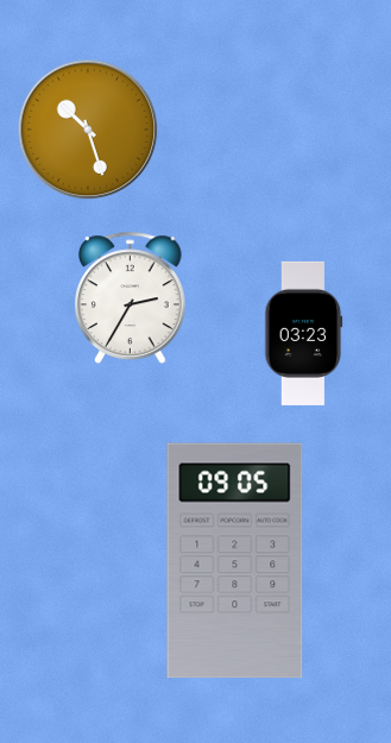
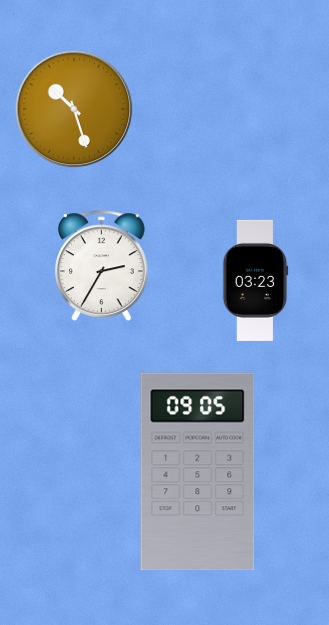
clock at (131, 297) position: (131, 297) -> (102, 265)
